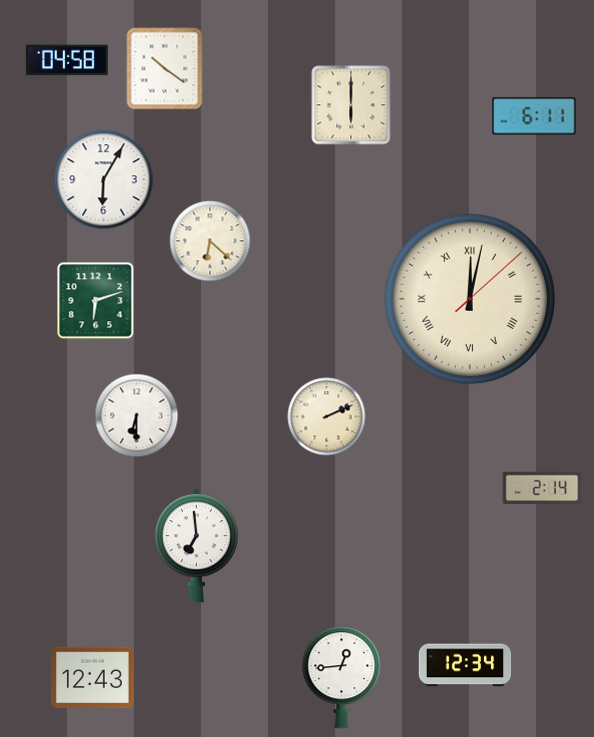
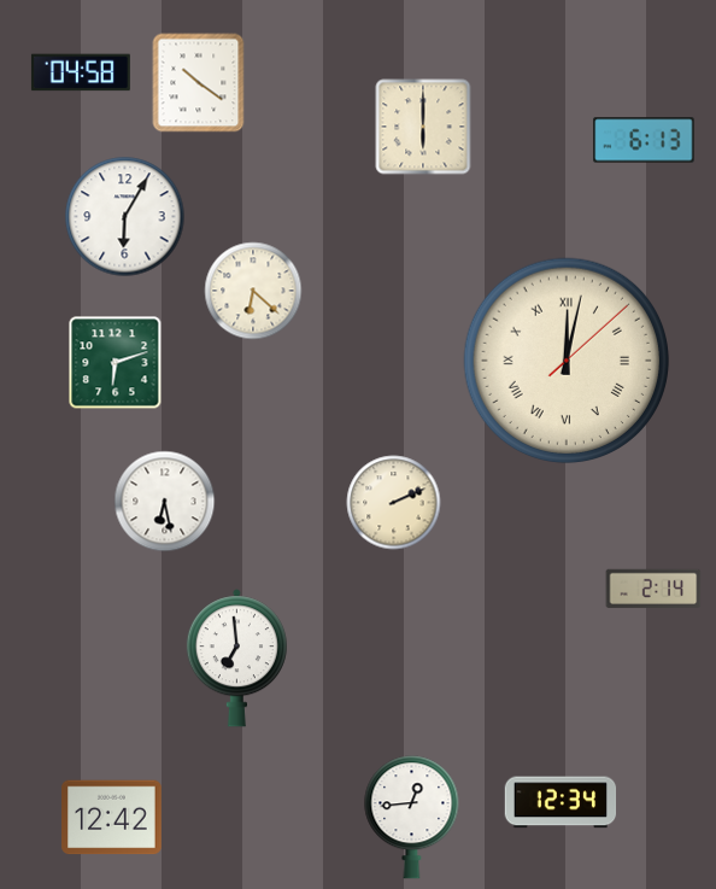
clock at (534, 116): 6:11 -> 6:13
clock at (137, 416): 6:30 -> 6:28
clock at (93, 678): 12:43 -> 12:42
